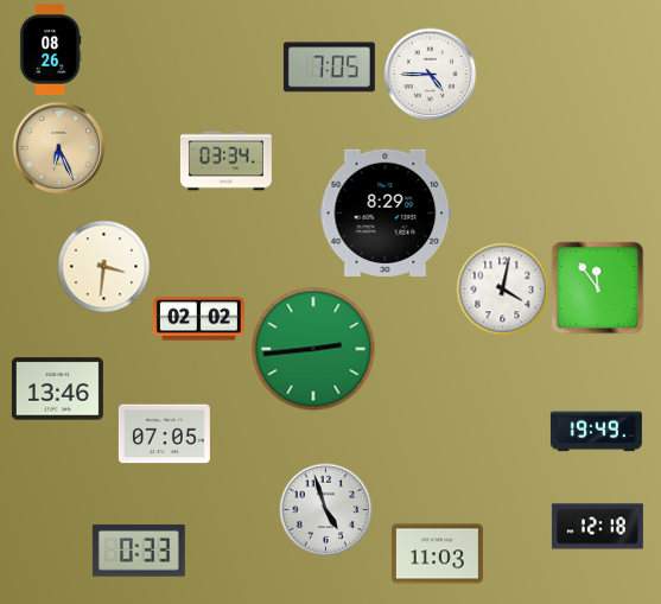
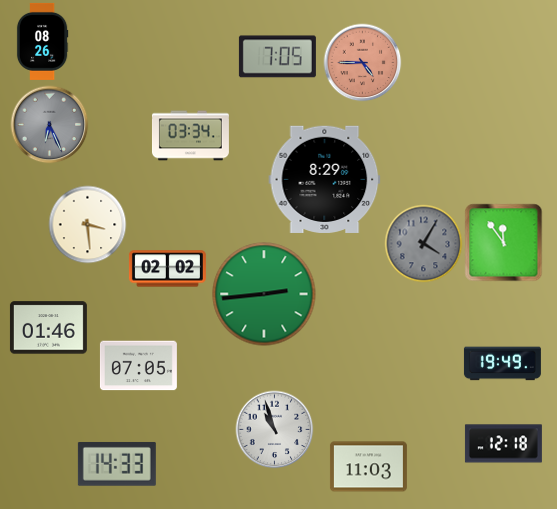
clock at (430, 74) dial: white -> salmon
clock at (58, 147) dial: champagne -> grey
clock at (103, 266): 3:31 -> 3:29
clock at (502, 288): 4:02 -> 4:05
clock at (502, 288) dial: white -> grey
clock at (57, 389): 13:46 -> 01:46
clock at (325, 509): 4:57 -> 10:57
clock at (139, 551): 0:33 -> 14:33
